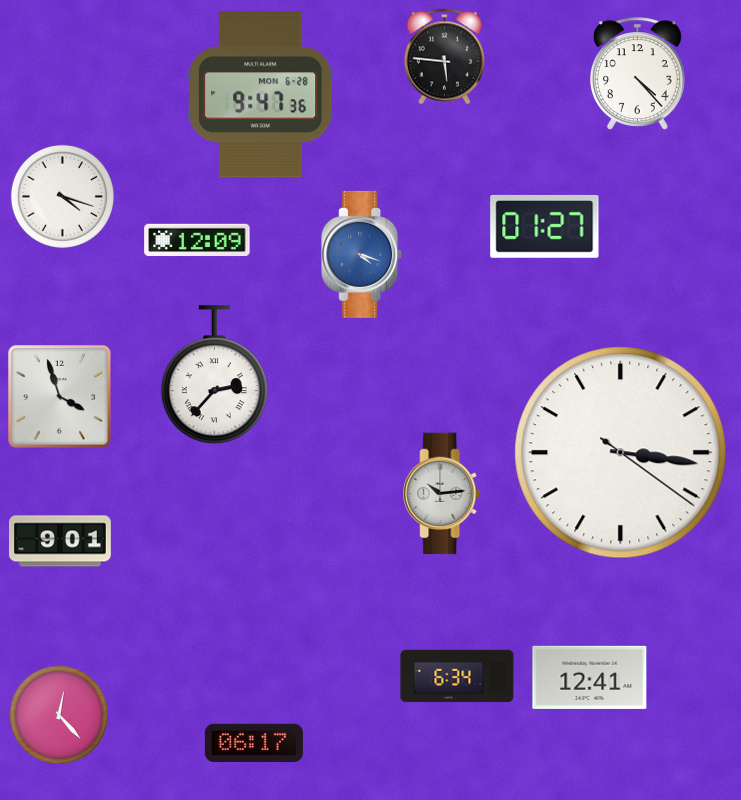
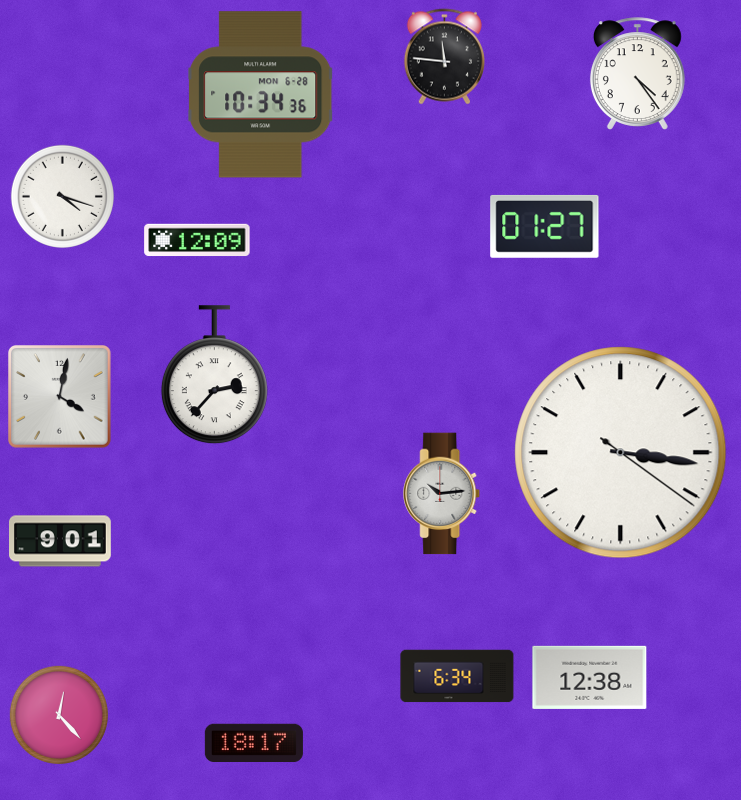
clock at (444, 57): 5:46 -> 11:46
clock at (637, 74): 4:23 -> 4:24
clock at (261, 95): 9:47 -> 10:34
clock at (362, 254): 4:18 -> none
clock at (60, 397): 3:57 -> 4:02
clock at (590, 677): 12:41 -> 12:38
clock at (254, 742): 06:17 -> 18:17
